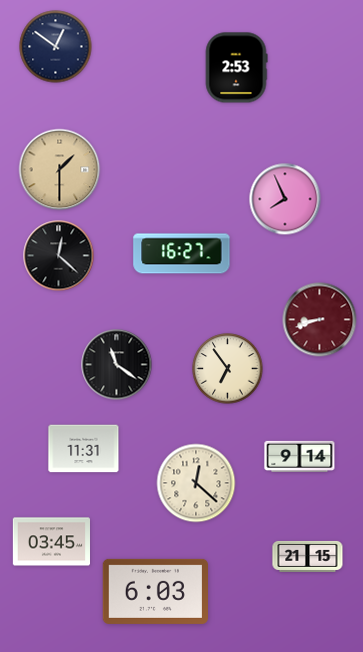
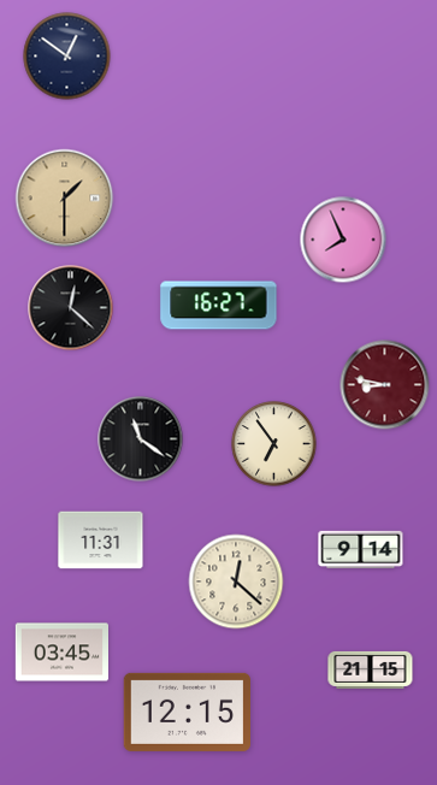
clock at (236, 68): 2:53 -> none
clock at (60, 170) position: (60, 170) -> (65, 199)
clock at (320, 320): 8:42 -> 8:47
clock at (155, 591): 6:03 -> 12:15
